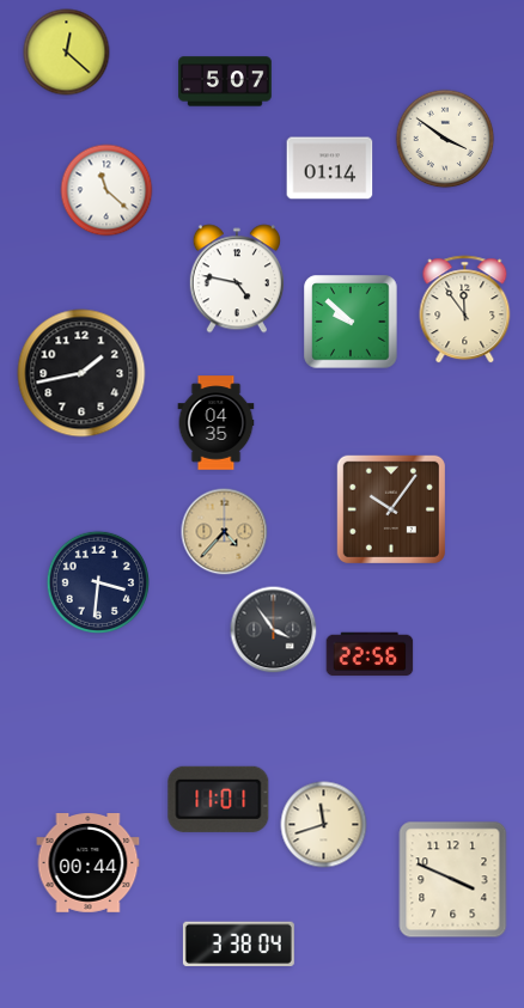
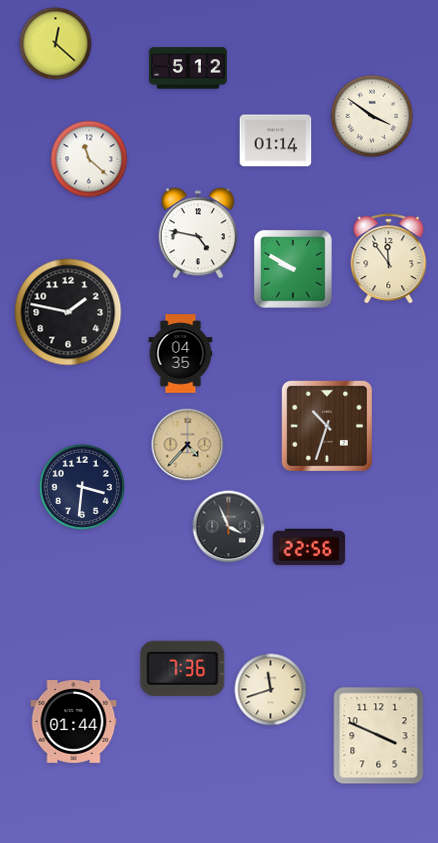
clock at (225, 81): 5:07 -> 5:12
clock at (351, 322): 9:52 -> 9:50
clock at (81, 373): 1:43 -> 1:47
clock at (391, 509): 10:06 -> 10:33
clock at (274, 630): 3:54 -> 3:56
clock at (219, 799): 11:01 -> 7:36
clock at (89, 863): 00:44 -> 01:44
clock at (238, 945): 3:38 -> none
